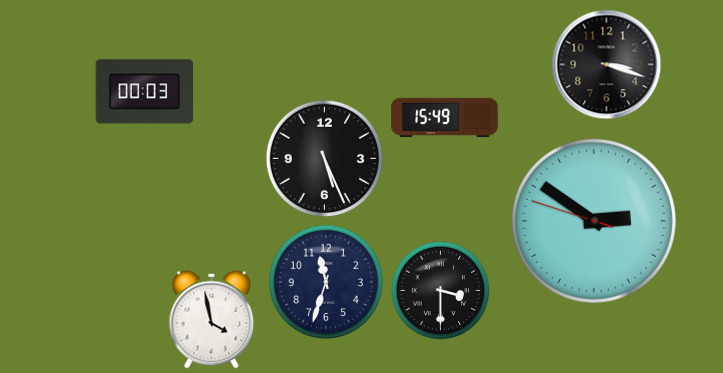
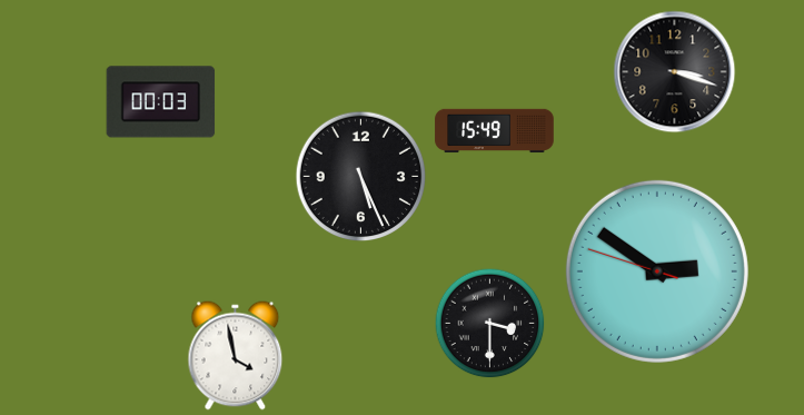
clock at (594, 221) position: (594, 221) -> (657, 271)
clock at (326, 282): 11:33 -> none
